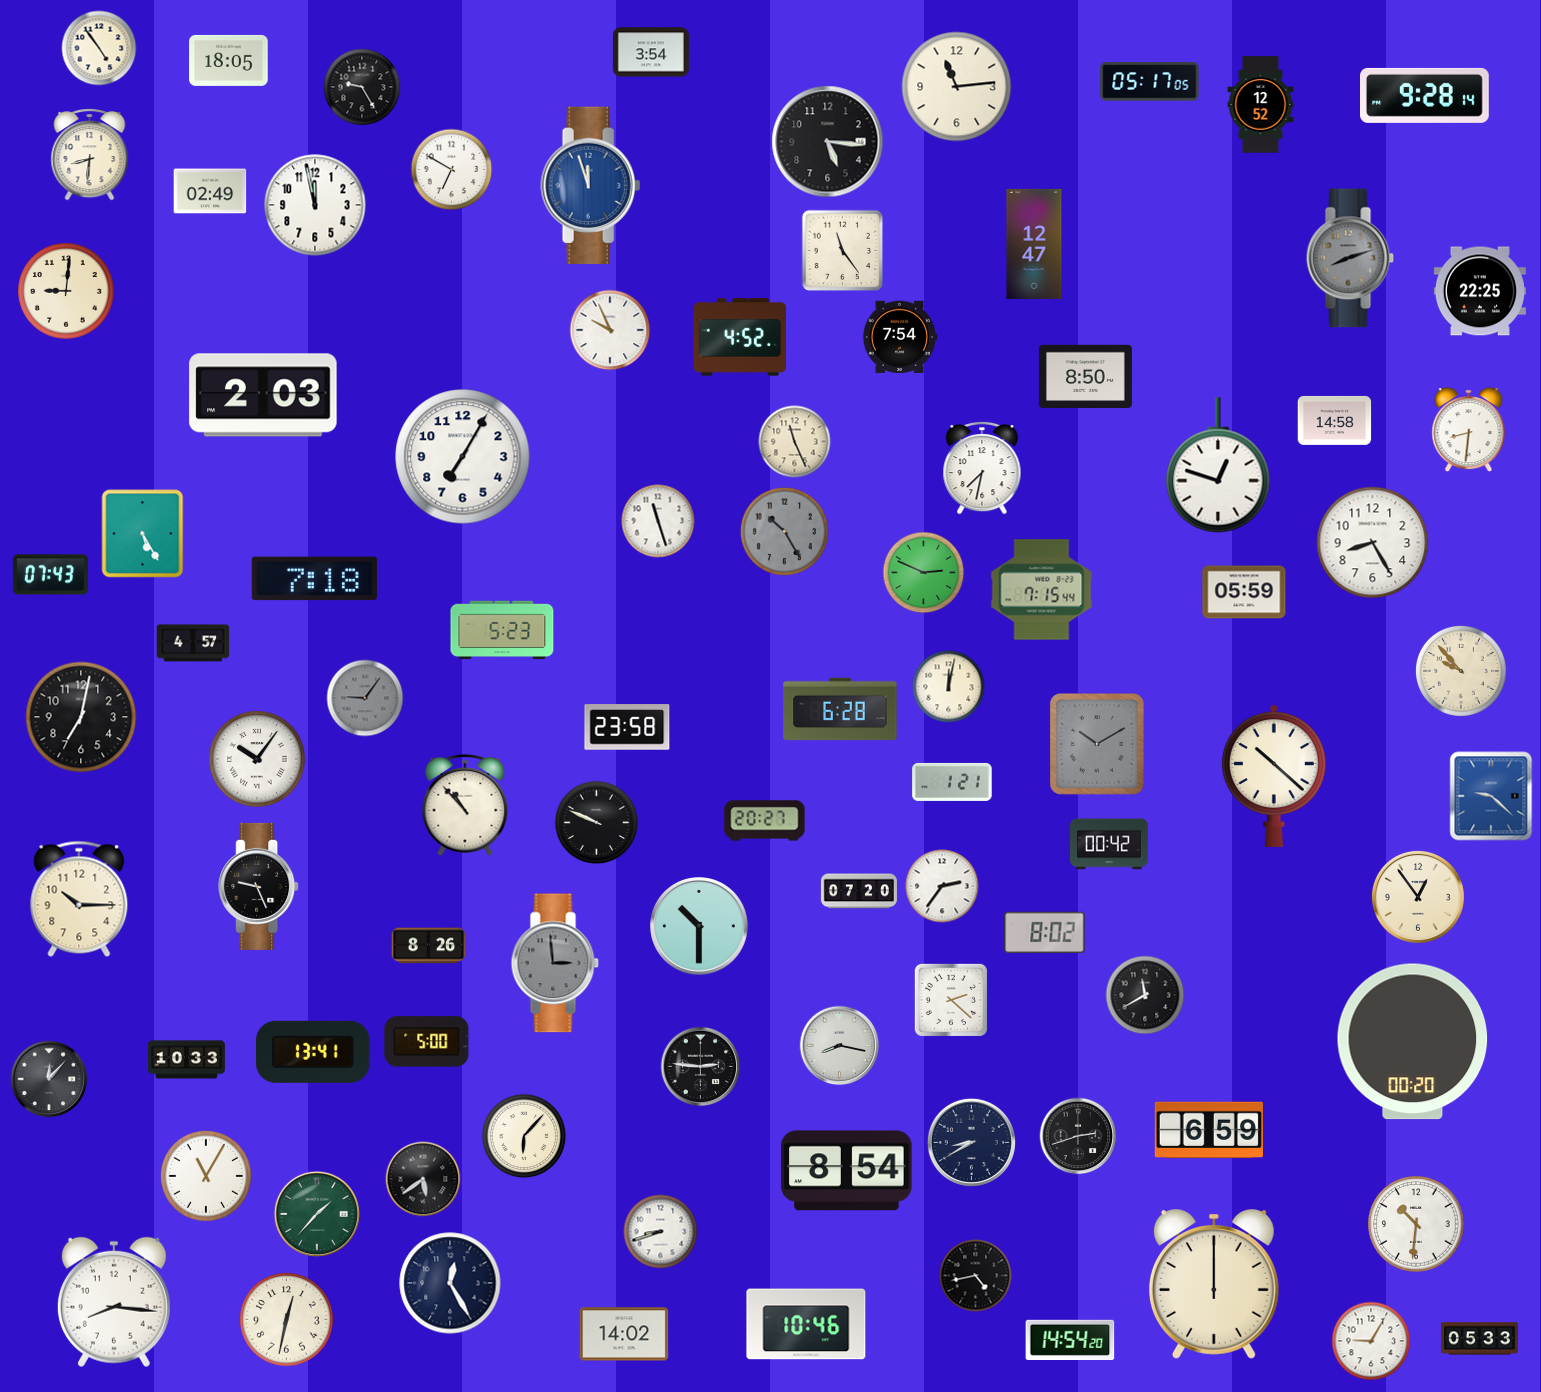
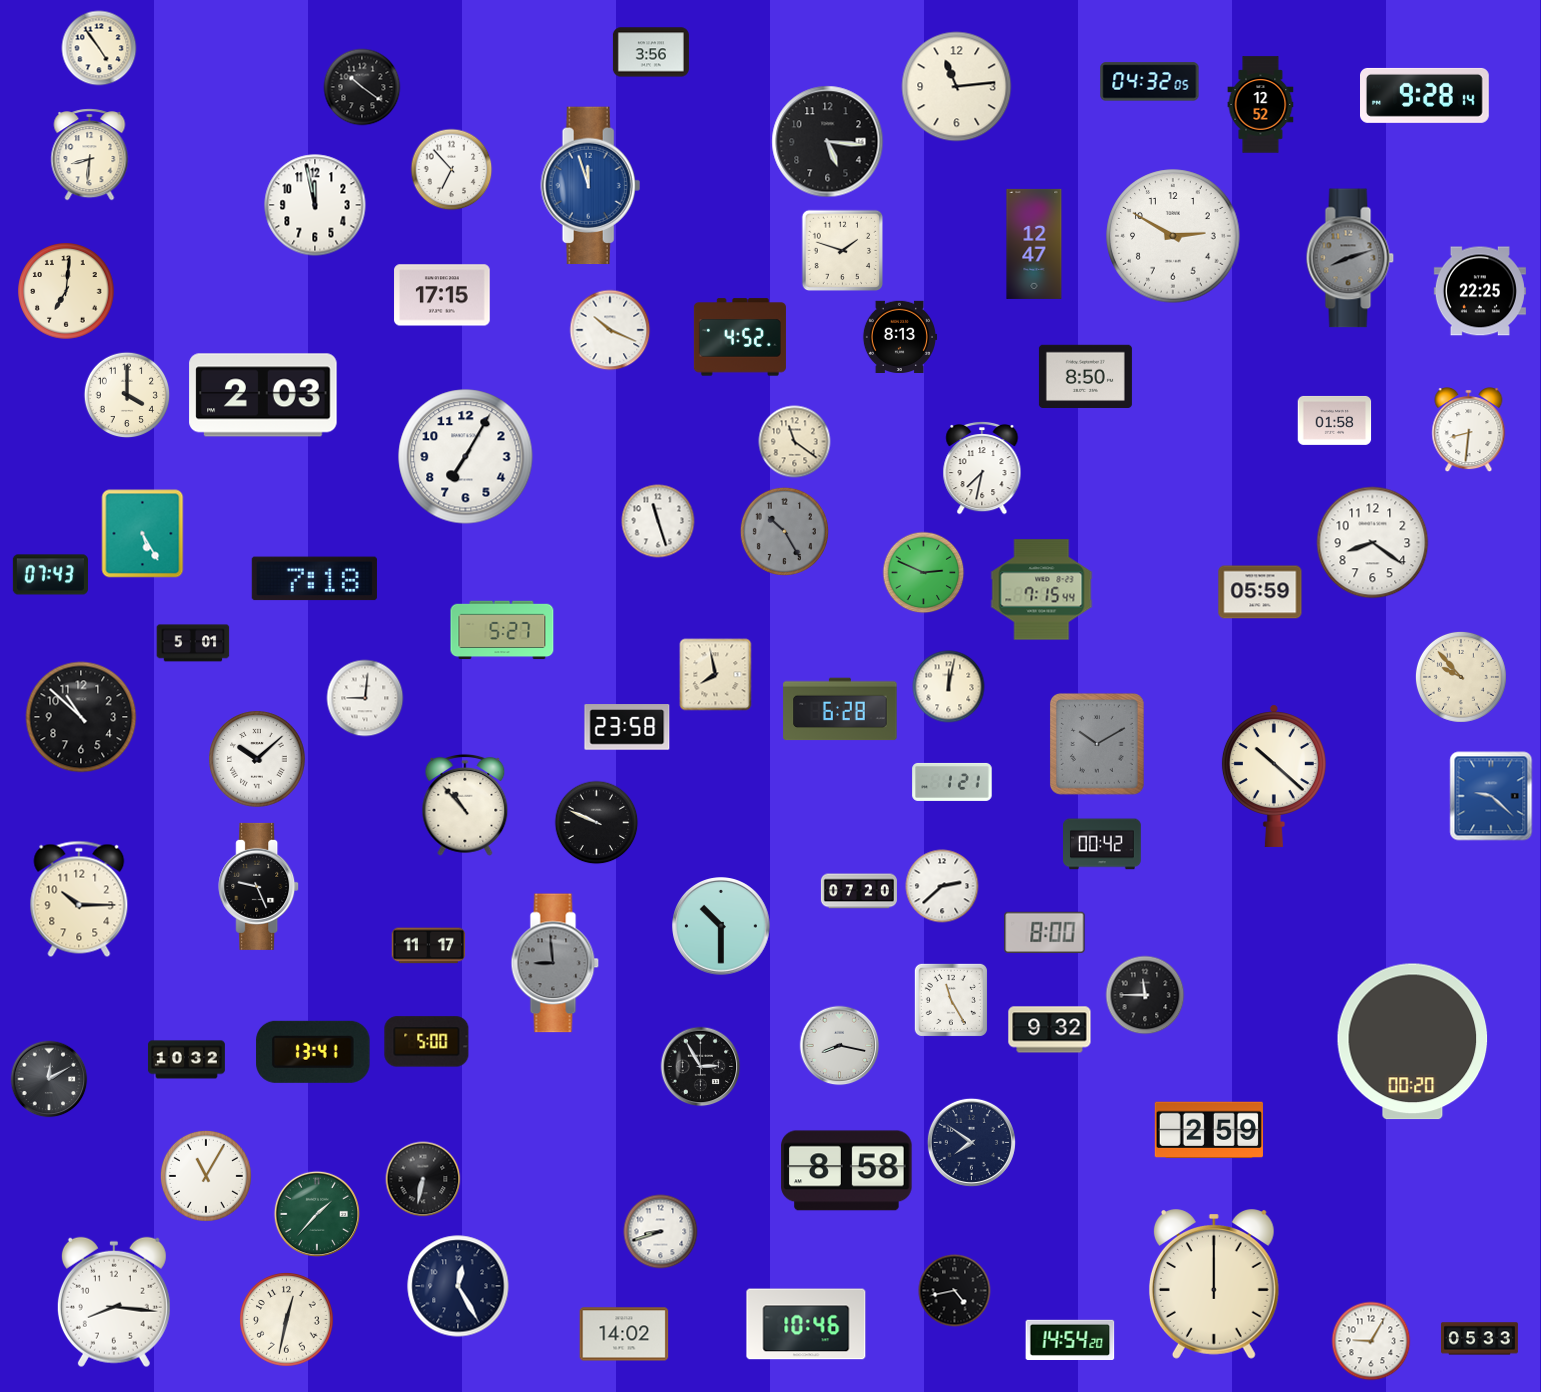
clock at (651, 52): 3:54 -> 3:56
clock at (229, 60): 18:05 -> none
clock at (1150, 82): 05:17 -> 04:32
clock at (362, 87): 9:25 -> 10:21
clock at (452, 170): 6:50 -> 6:53
clock at (210, 191): 02:49 -> none
clock at (1173, 236): none -> 2:50
clock at (843, 251): 11:24 -> 1:48
clock at (66, 291): 9:01 -> 7:01
clock at (442, 295): none -> 17:15
clock at (610, 330): 9:56 -> 10:19
clock at (900, 336): 7:54 -> 8:13
clock at (127, 395): none -> 4:00
clock at (1335, 420): 14:58 -> 01:58
clock at (795, 442): 11:26 -> 11:21
clock at (463, 457) position: (463, 457) -> (466, 457)
clock at (1218, 465): 12:48 -> none
clock at (1373, 543): 8:25 -> 8:21
clock at (1244, 592) position: (1244, 592) -> (1260, 592)
clock at (502, 630): 5:23 -> 5:27
clock at (193, 643): 4:57 -> 5:01
clock at (1461, 671) position: (1461, 671) -> (1461, 677)
clock at (716, 675): none -> 7:58
clock at (365, 698): 9:06 -> 9:01
clock at (365, 698) dial: grey -> white
clock at (81, 717): 7:02 -> 10:52
clock at (257, 759): 10:06 -> 10:08
clock at (765, 821): 20:27 -> none
clock at (1110, 844) position: (1110, 844) -> (1103, 844)
clock at (942, 886): 2:36 -> 2:38
clock at (1418, 897): 12:54 -> none
clock at (699, 926) position: (699, 926) -> (721, 926)
clock at (1045, 933): 8:02 -> 8:00
clock at (429, 946): 8:26 -> 11:17
clock at (555, 963): 2:59 -> 8:59
clock at (1145, 995): 11:40 -> 11:45
clock at (951, 1000): 2:22 -> 11:25
clock at (1050, 1030): none -> 9:32
clock at (186, 1060): 10:33 -> 10:32
clock at (701, 1067): 2:46 -> 2:55
clock at (49, 1079): 12:07 -> 12:10
clock at (1209, 1130): 6:59 -> 2:59
clock at (524, 1136): 6:07 -> none
clock at (1078, 1136): 2:42 -> none
clock at (971, 1142): 8:40 -> 7:51
clock at (847, 1171): 8:54 -> 8:58
clock at (423, 1179): 5:39 -> 6:32
clock at (1416, 1224): 10:31 -> none
clock at (976, 1276) position: (976, 1276) -> (955, 1291)
clock at (450, 1283) position: (450, 1283) -> (458, 1286)
